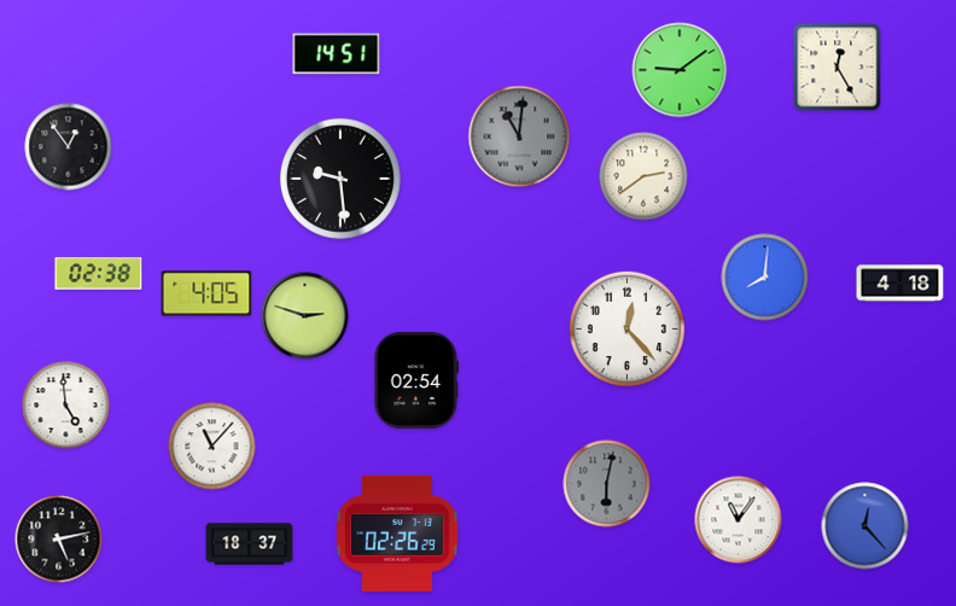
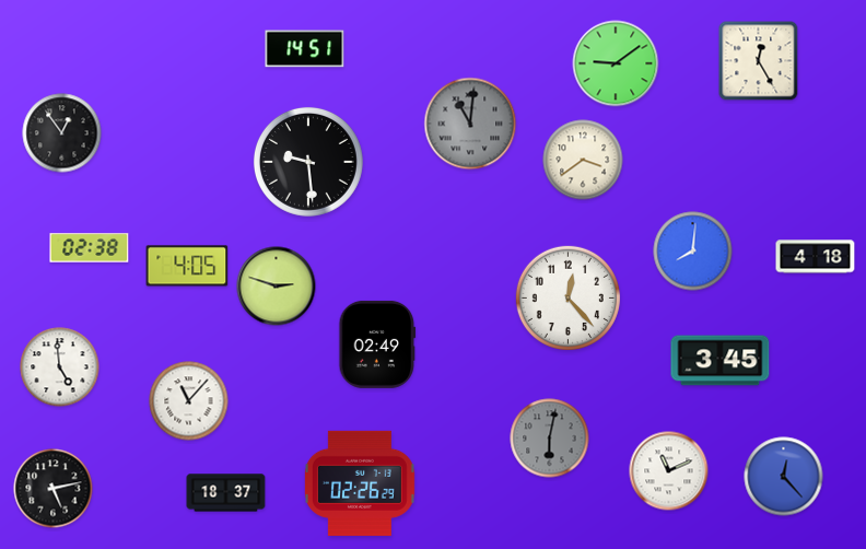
clock at (643, 176): 2:39 -> 3:39
clock at (416, 380): 02:54 -> 02:49
clock at (721, 361): none -> 3:45
clock at (212, 447) position: (212, 447) -> (189, 401)
clock at (739, 520): 11:06 -> 11:11
